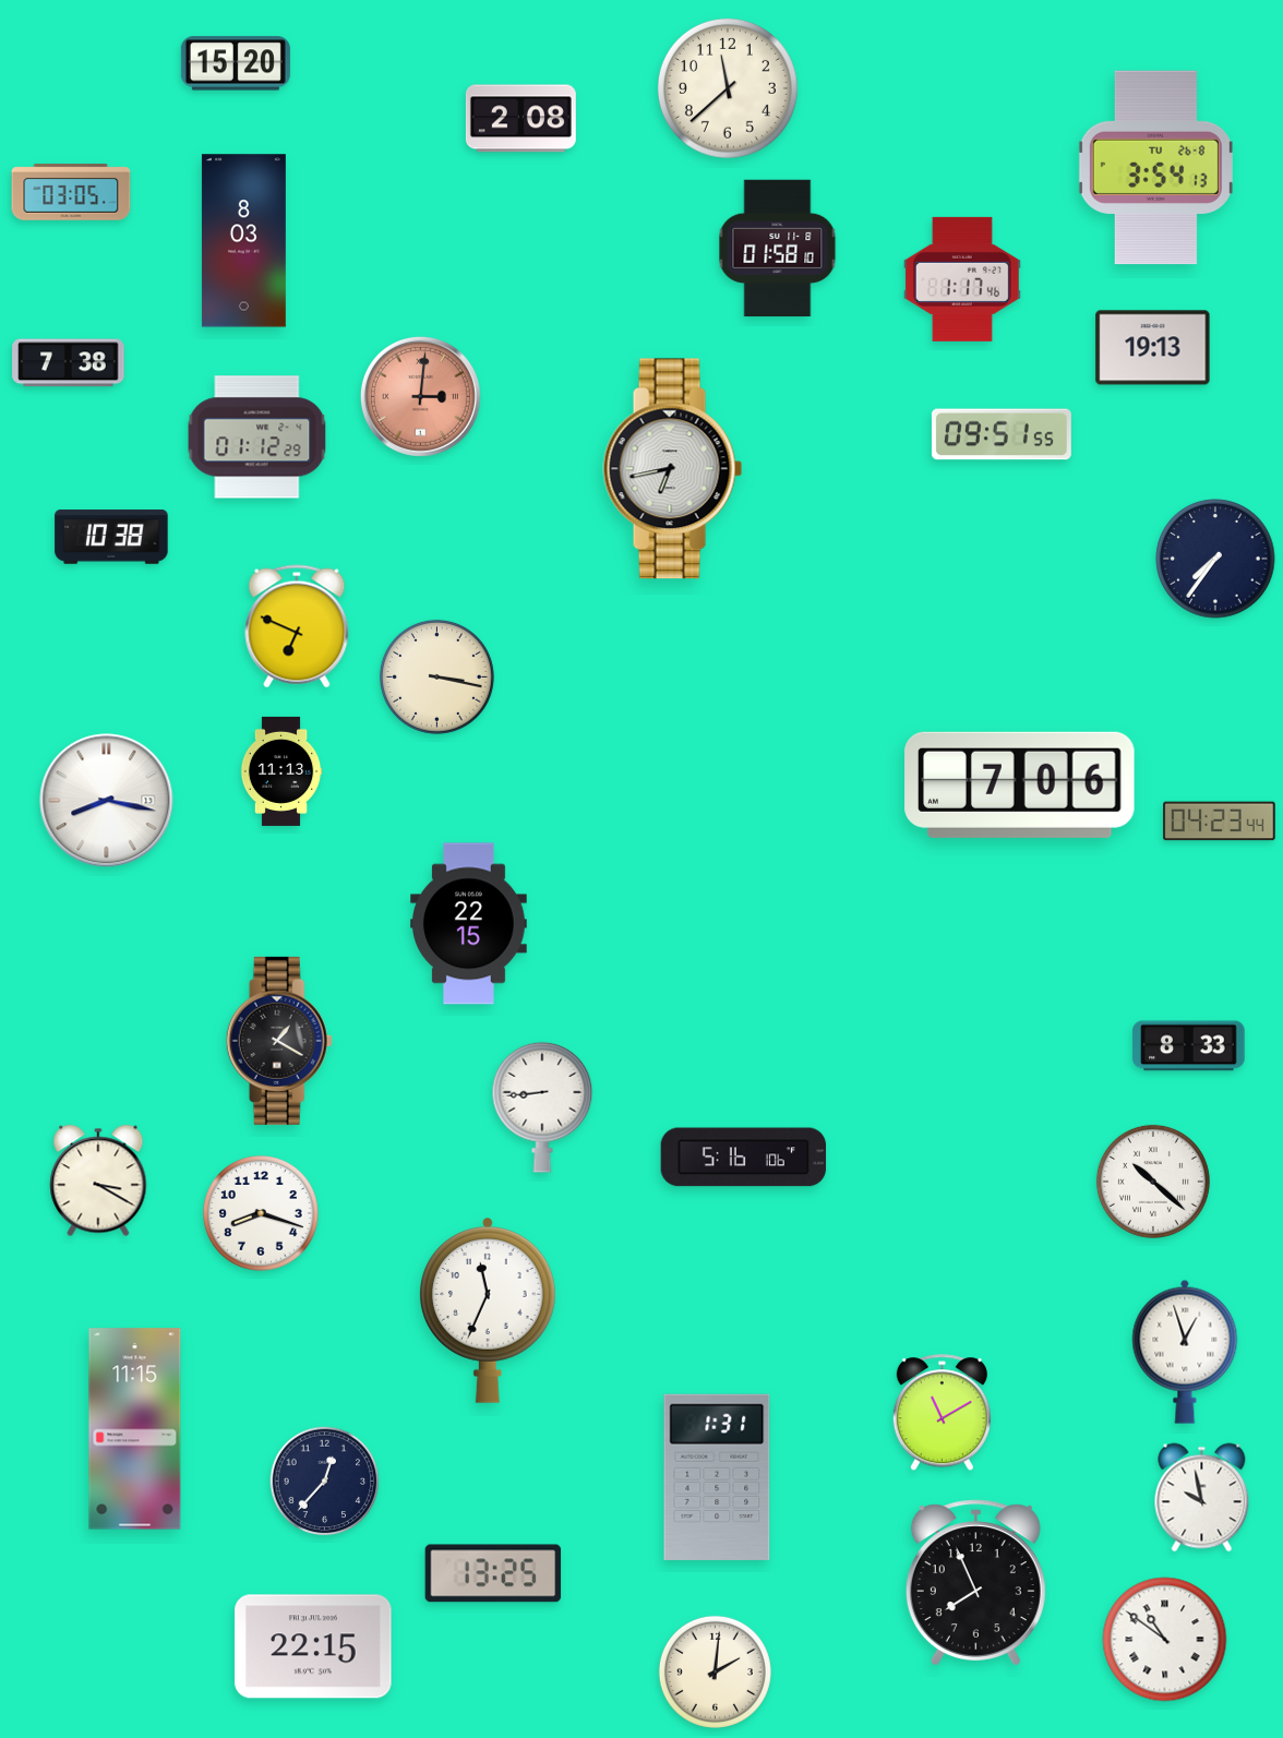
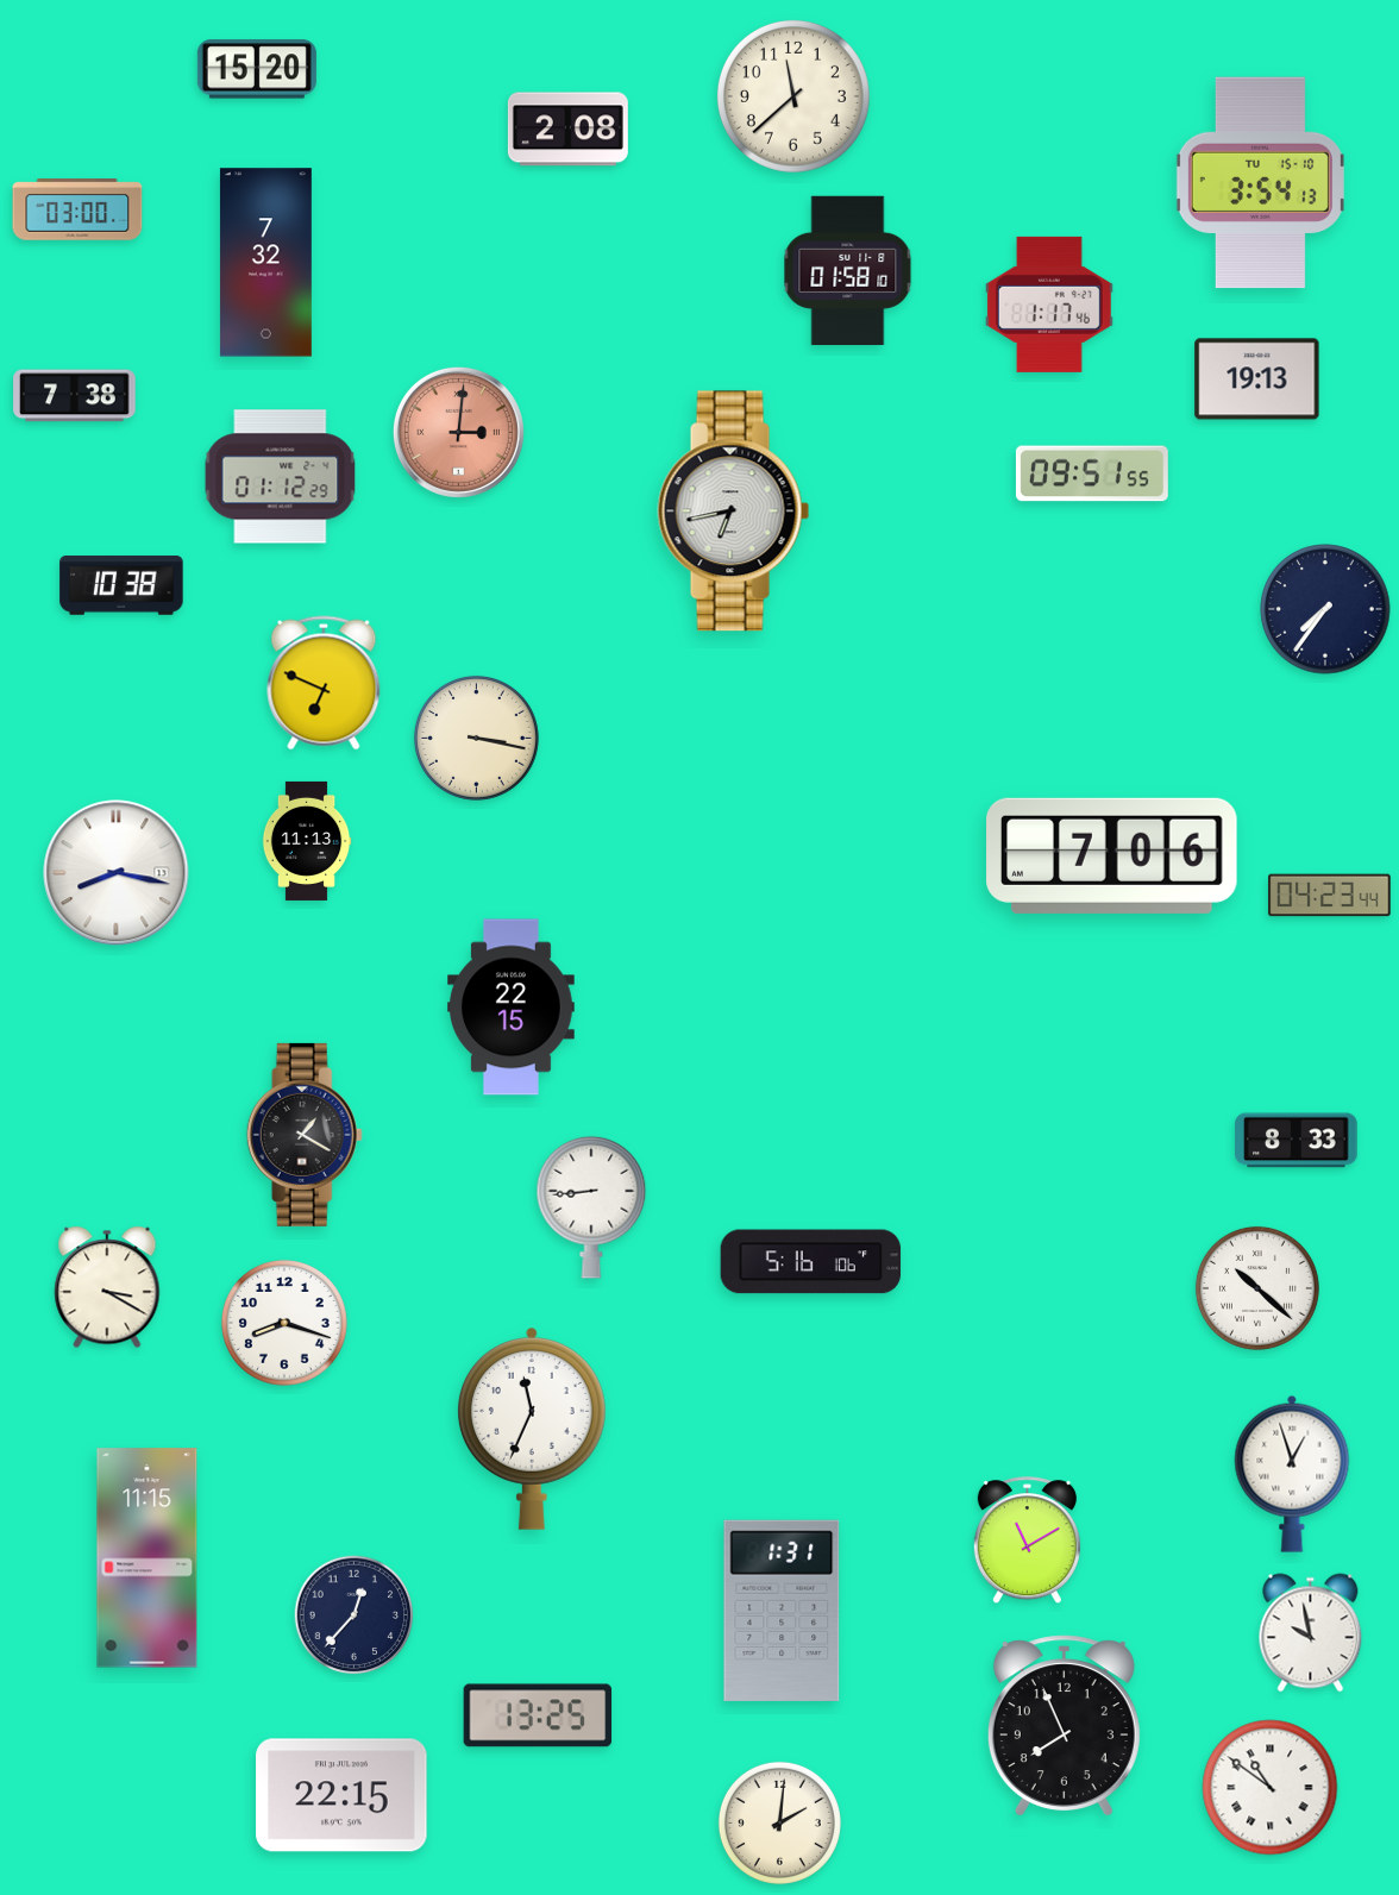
clock at (1155, 168) date: TU 26-8 -> TU 15-10
clock at (71, 192): 03:05 -> 03:00
clock at (243, 241): 8:03 -> 7:32
